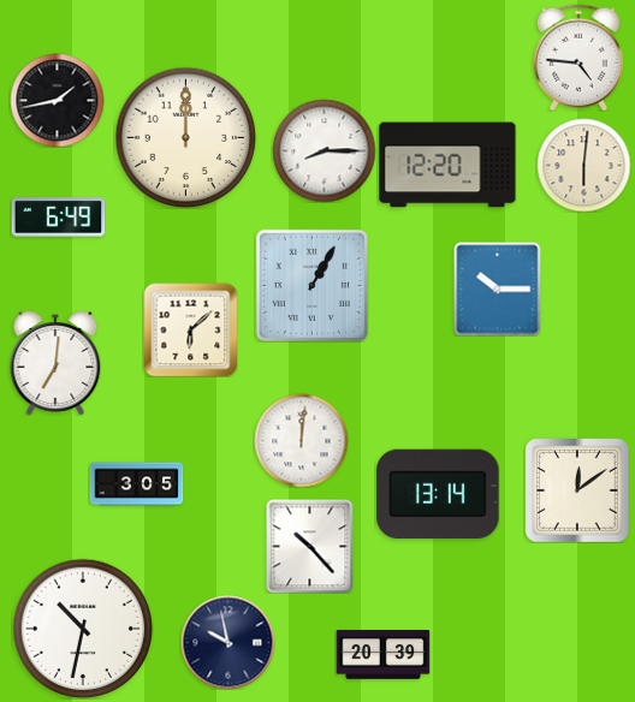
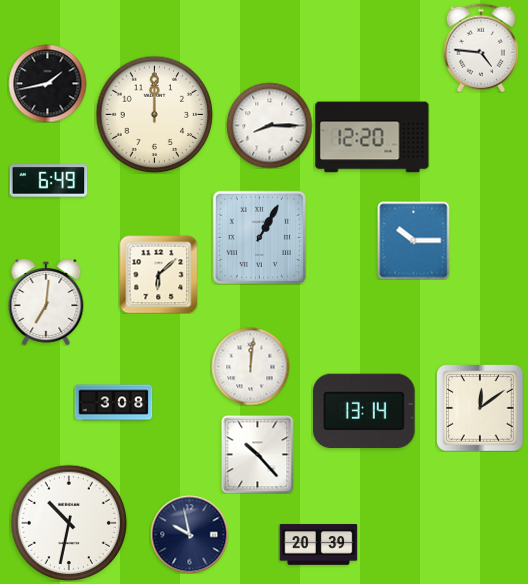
clock at (583, 165): 6:01 -> none
clock at (136, 484): 3:05 -> 3:08
